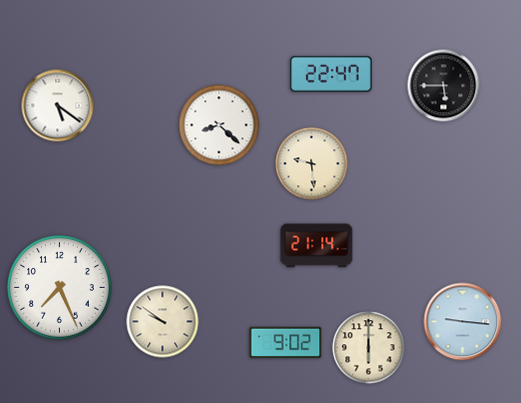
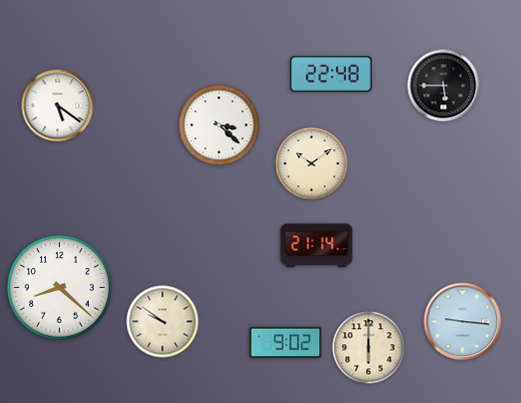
clock at (331, 74): 22:47 -> 22:48
clock at (219, 125): 8:22 -> 3:22
clock at (312, 164): 9:29 -> 10:09
clock at (60, 288): 7:26 -> 8:22
